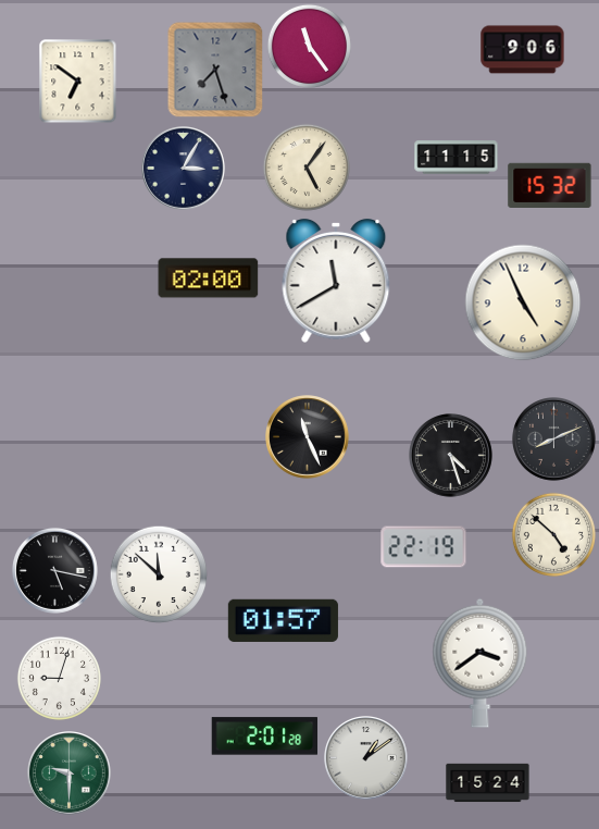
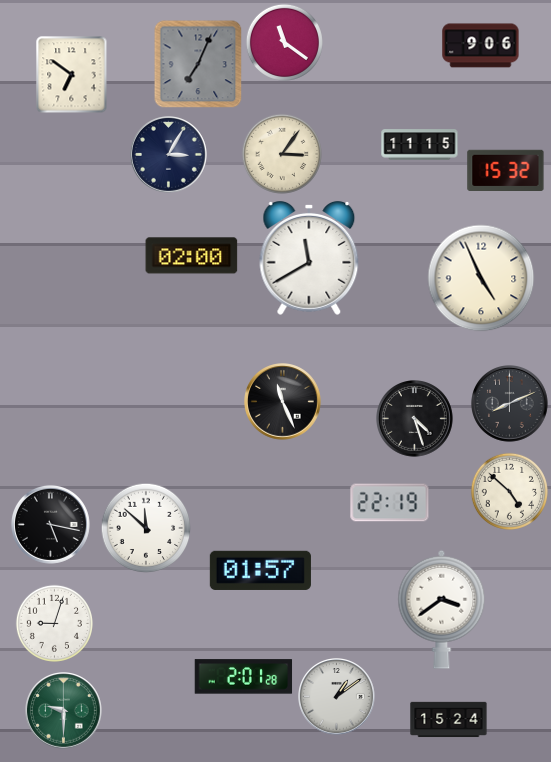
clock at (309, 46): 11:24 -> 11:21
clock at (215, 70): 7:27 -> 7:04
clock at (307, 168): 5:06 -> 3:06
